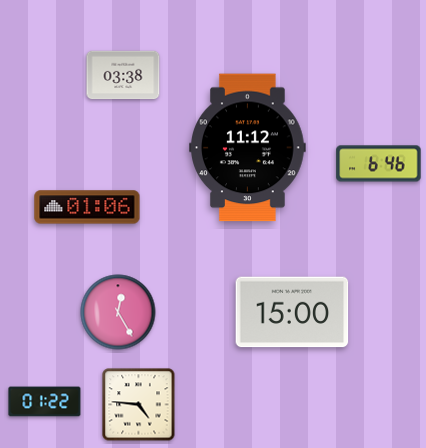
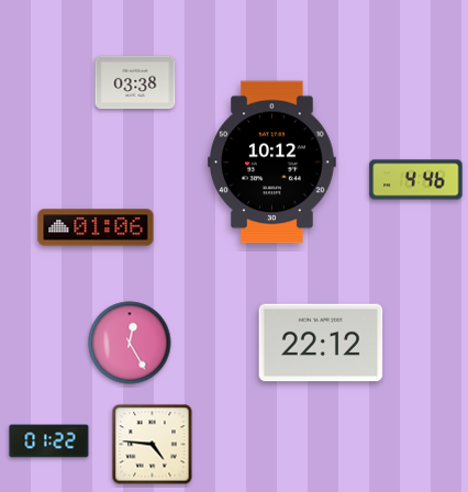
clock at (248, 148): 11:12 -> 10:12
clock at (379, 164): 6:46 -> 4:46
clock at (292, 312): 15:00 -> 22:12
